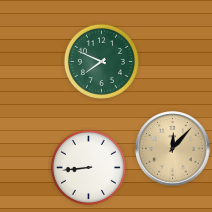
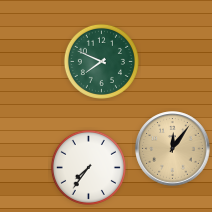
clock at (173, 149): 12:07 -> 12:06
clock at (88, 167): 8:44 -> 7:36
